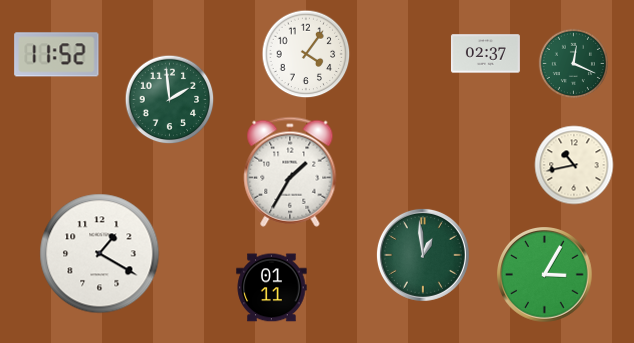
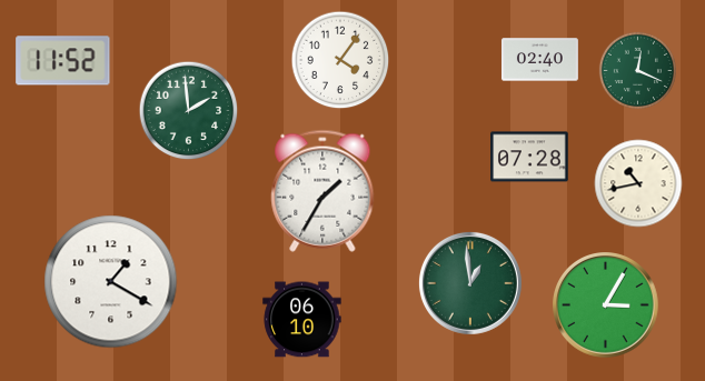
clock at (485, 54): 02:37 -> 02:40
clock at (529, 157): none -> 07:28
clock at (272, 288): 01:11 -> 06:10
